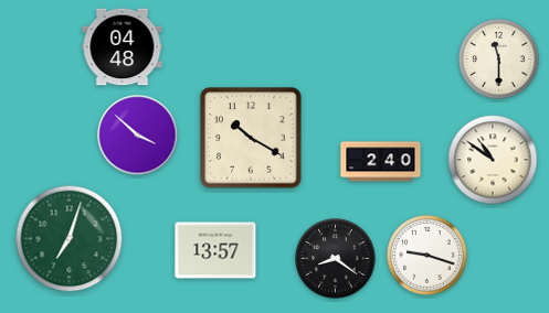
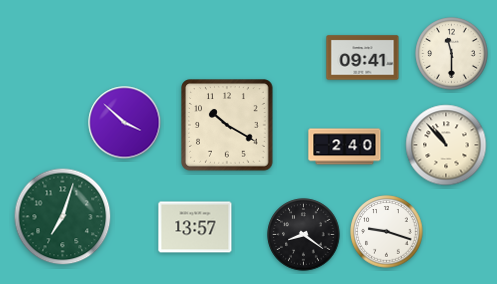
clock at (123, 47): 04:48 -> none
clock at (363, 58): none -> 09:41
clock at (493, 160): 10:51 -> 10:53
